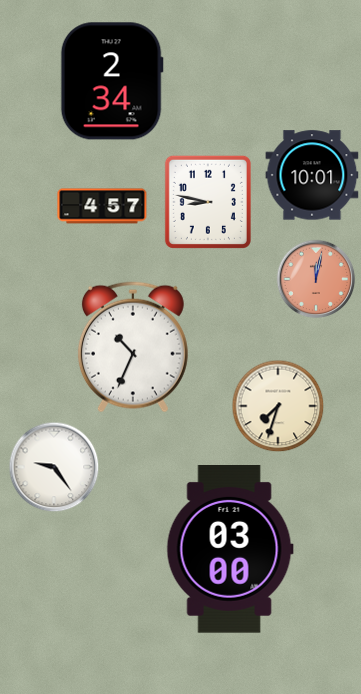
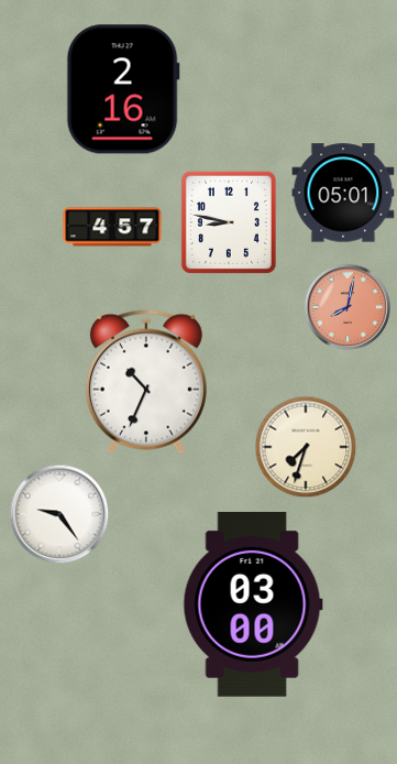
clock at (112, 81): 2:34 -> 2:16
clock at (312, 175): 10:01 -> 05:01
clock at (316, 279): 12:02 -> 8:02
